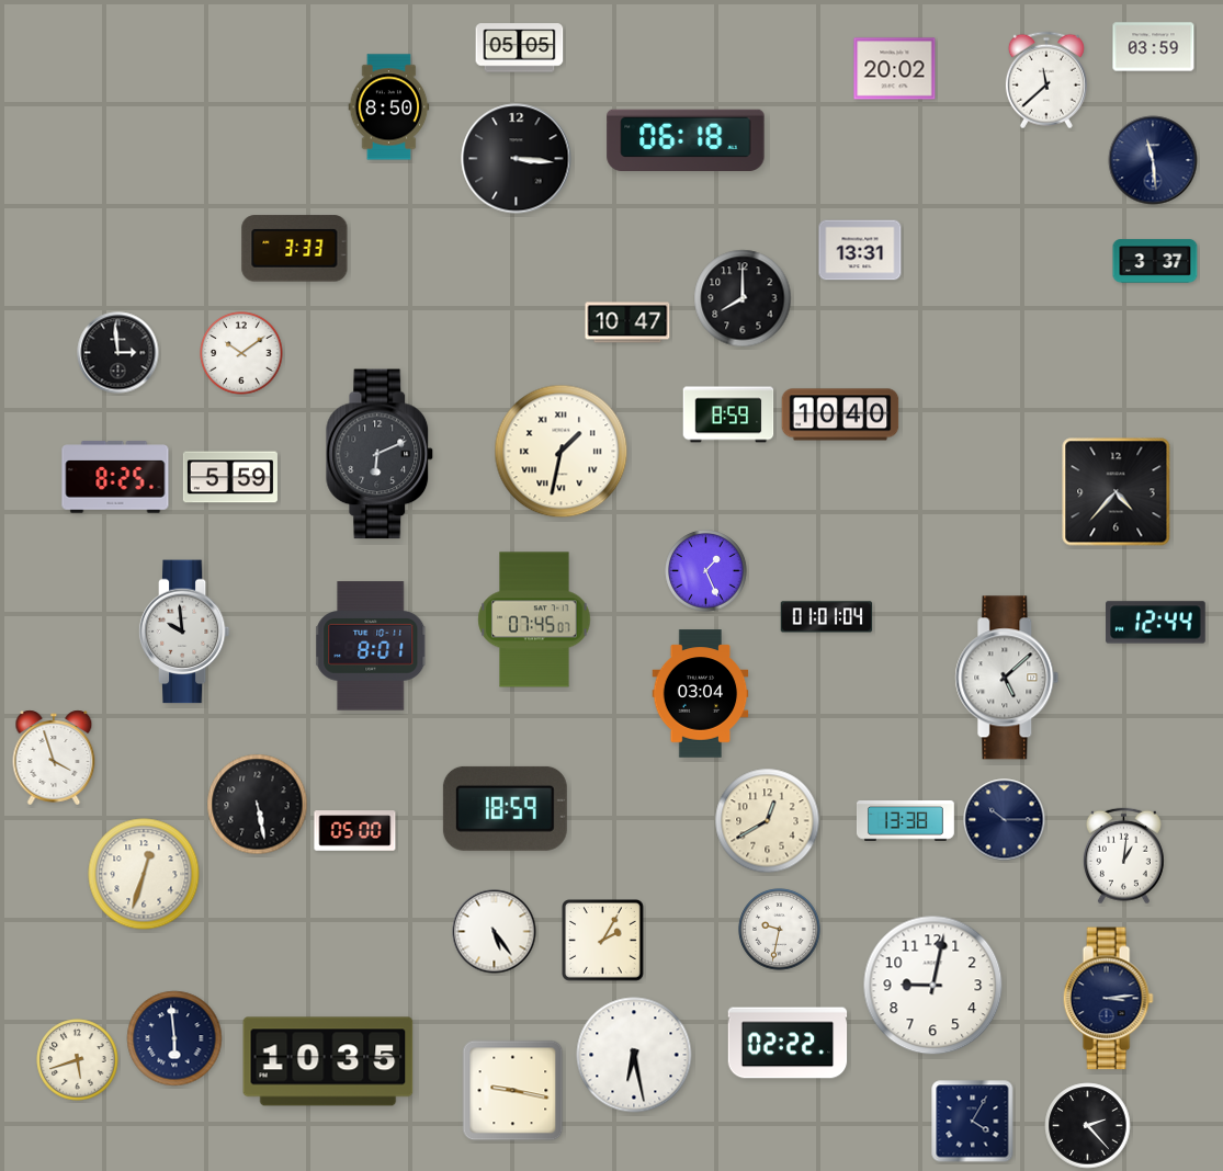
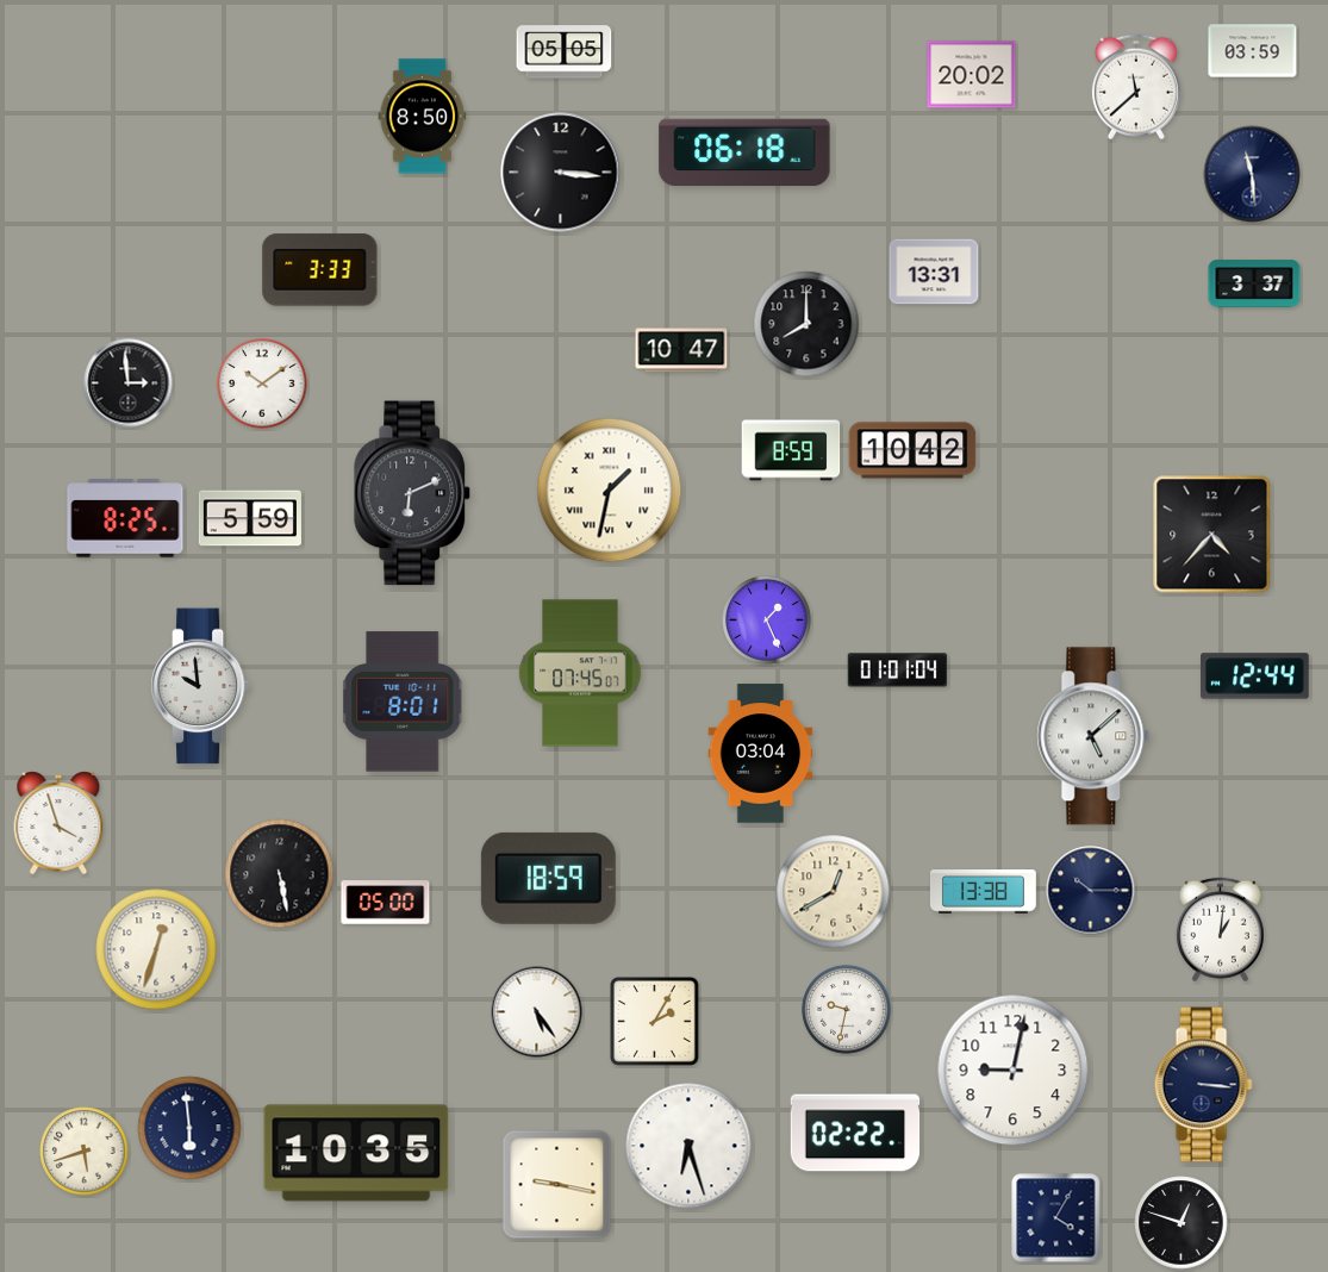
clock at (840, 414): 10:40 -> 10:42
clock at (1108, 999): 3:14 -> 3:16
clock at (634, 1055): 6:28 -> 6:27
clock at (1088, 1126): 2:23 -> 12:48
